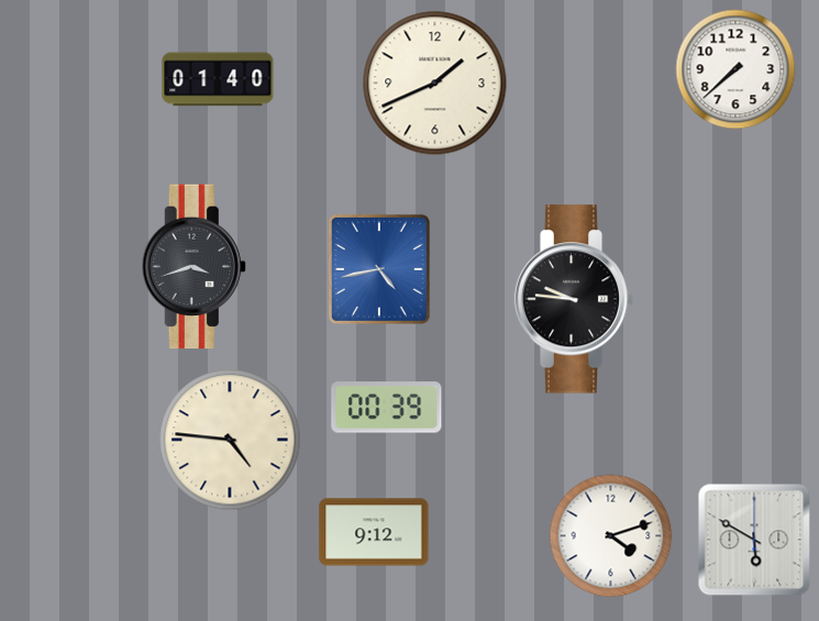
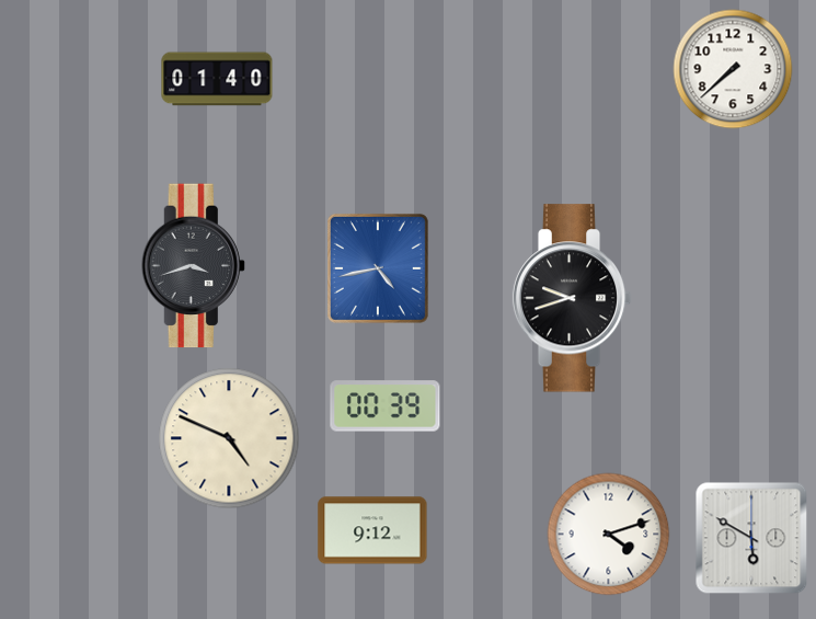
clock at (435, 84): 1:41 -> none
clock at (574, 299): 9:46 -> 9:42
clock at (230, 440): 4:46 -> 4:49
